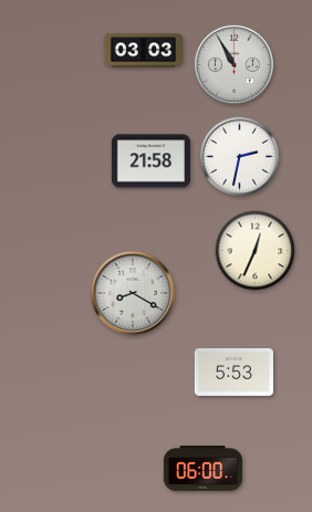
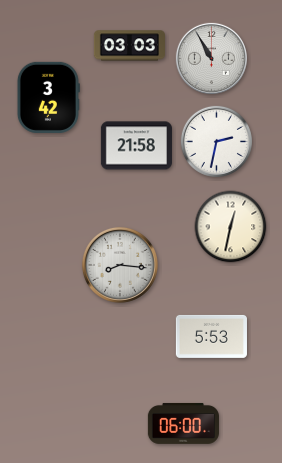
clock at (48, 97): none -> 3:42
clock at (256, 251): 12:34 -> 12:32
clock at (133, 293): 8:20 -> 8:16
